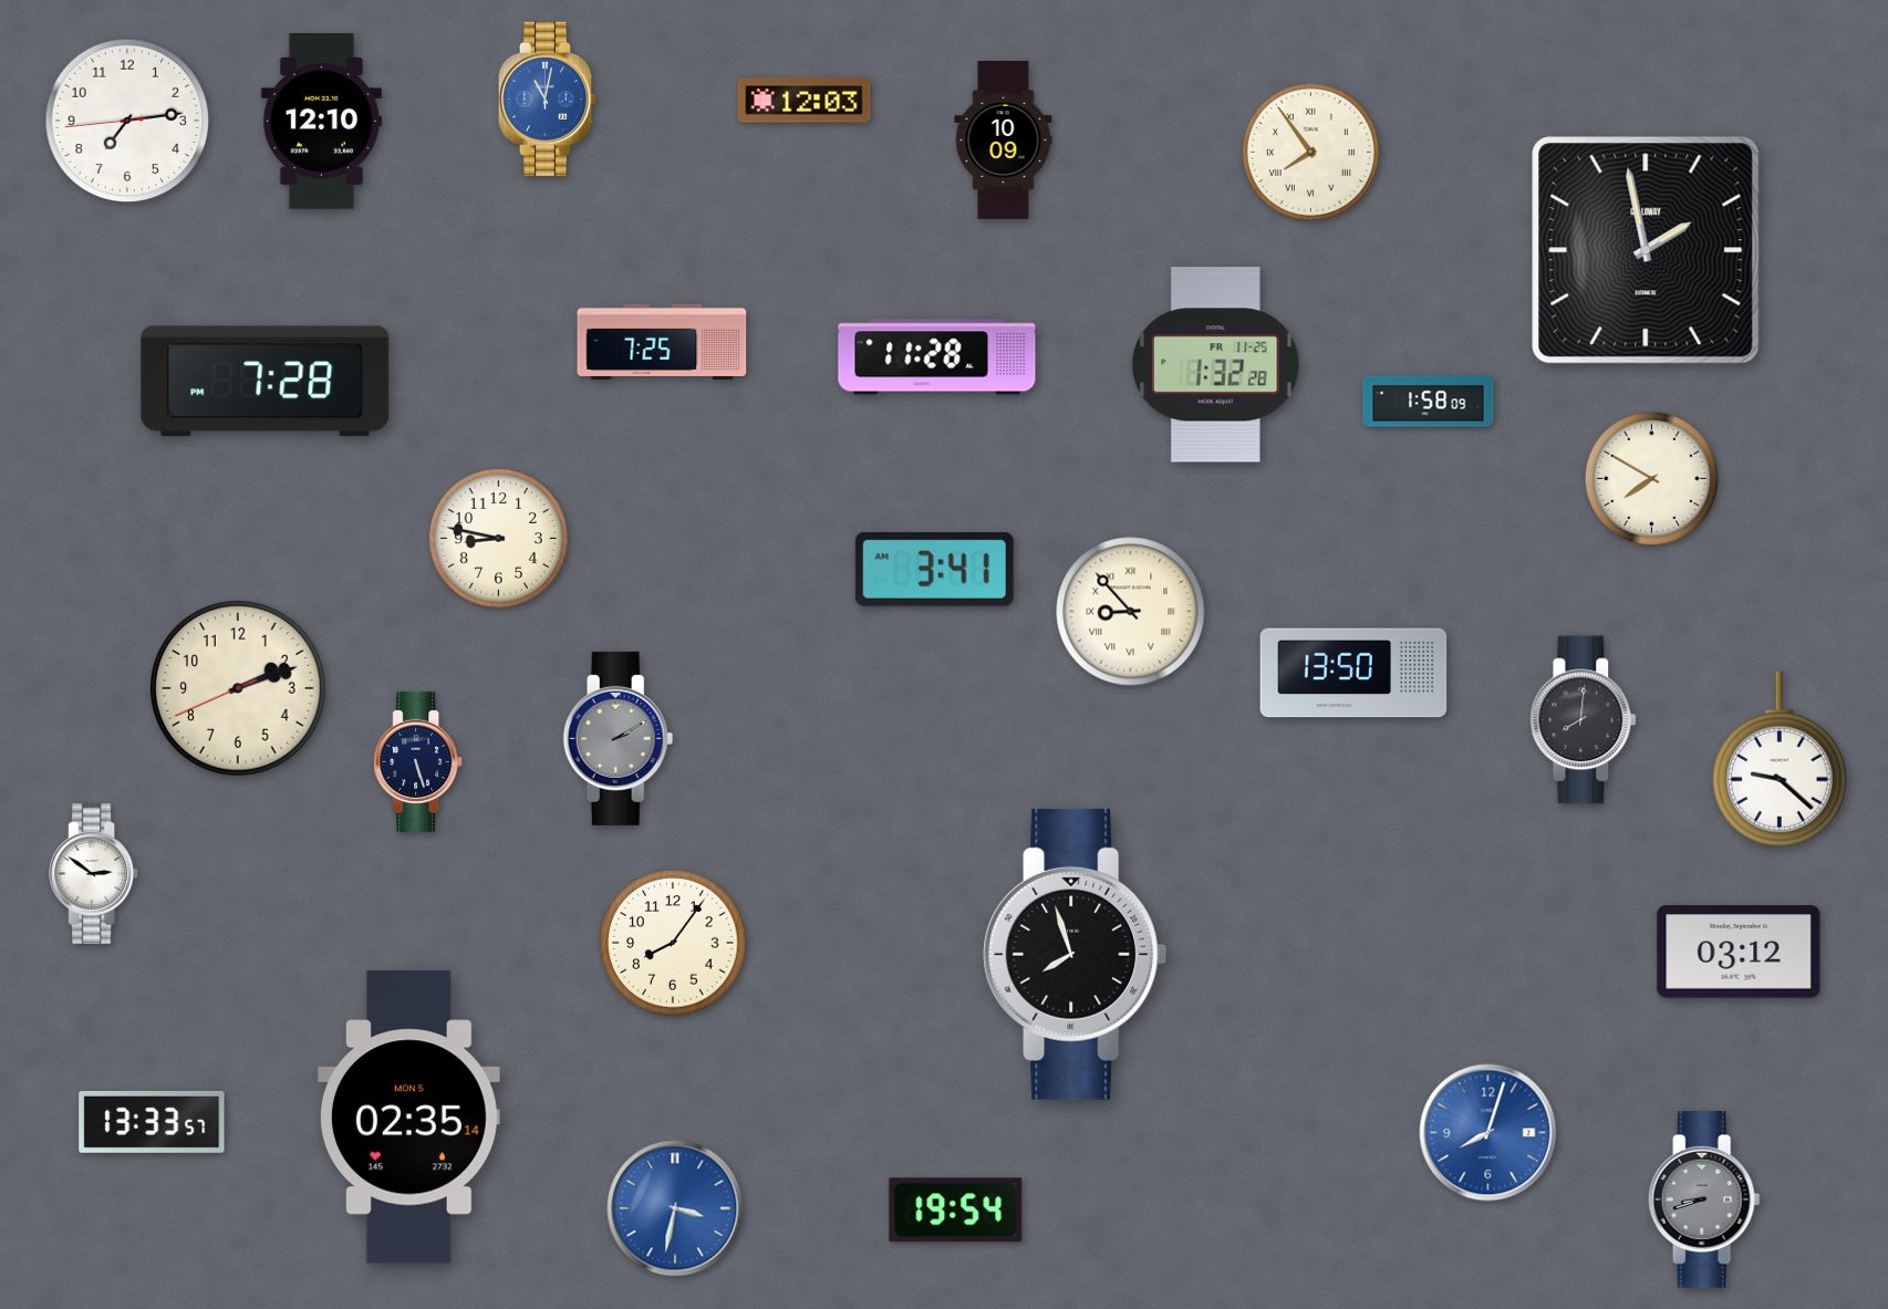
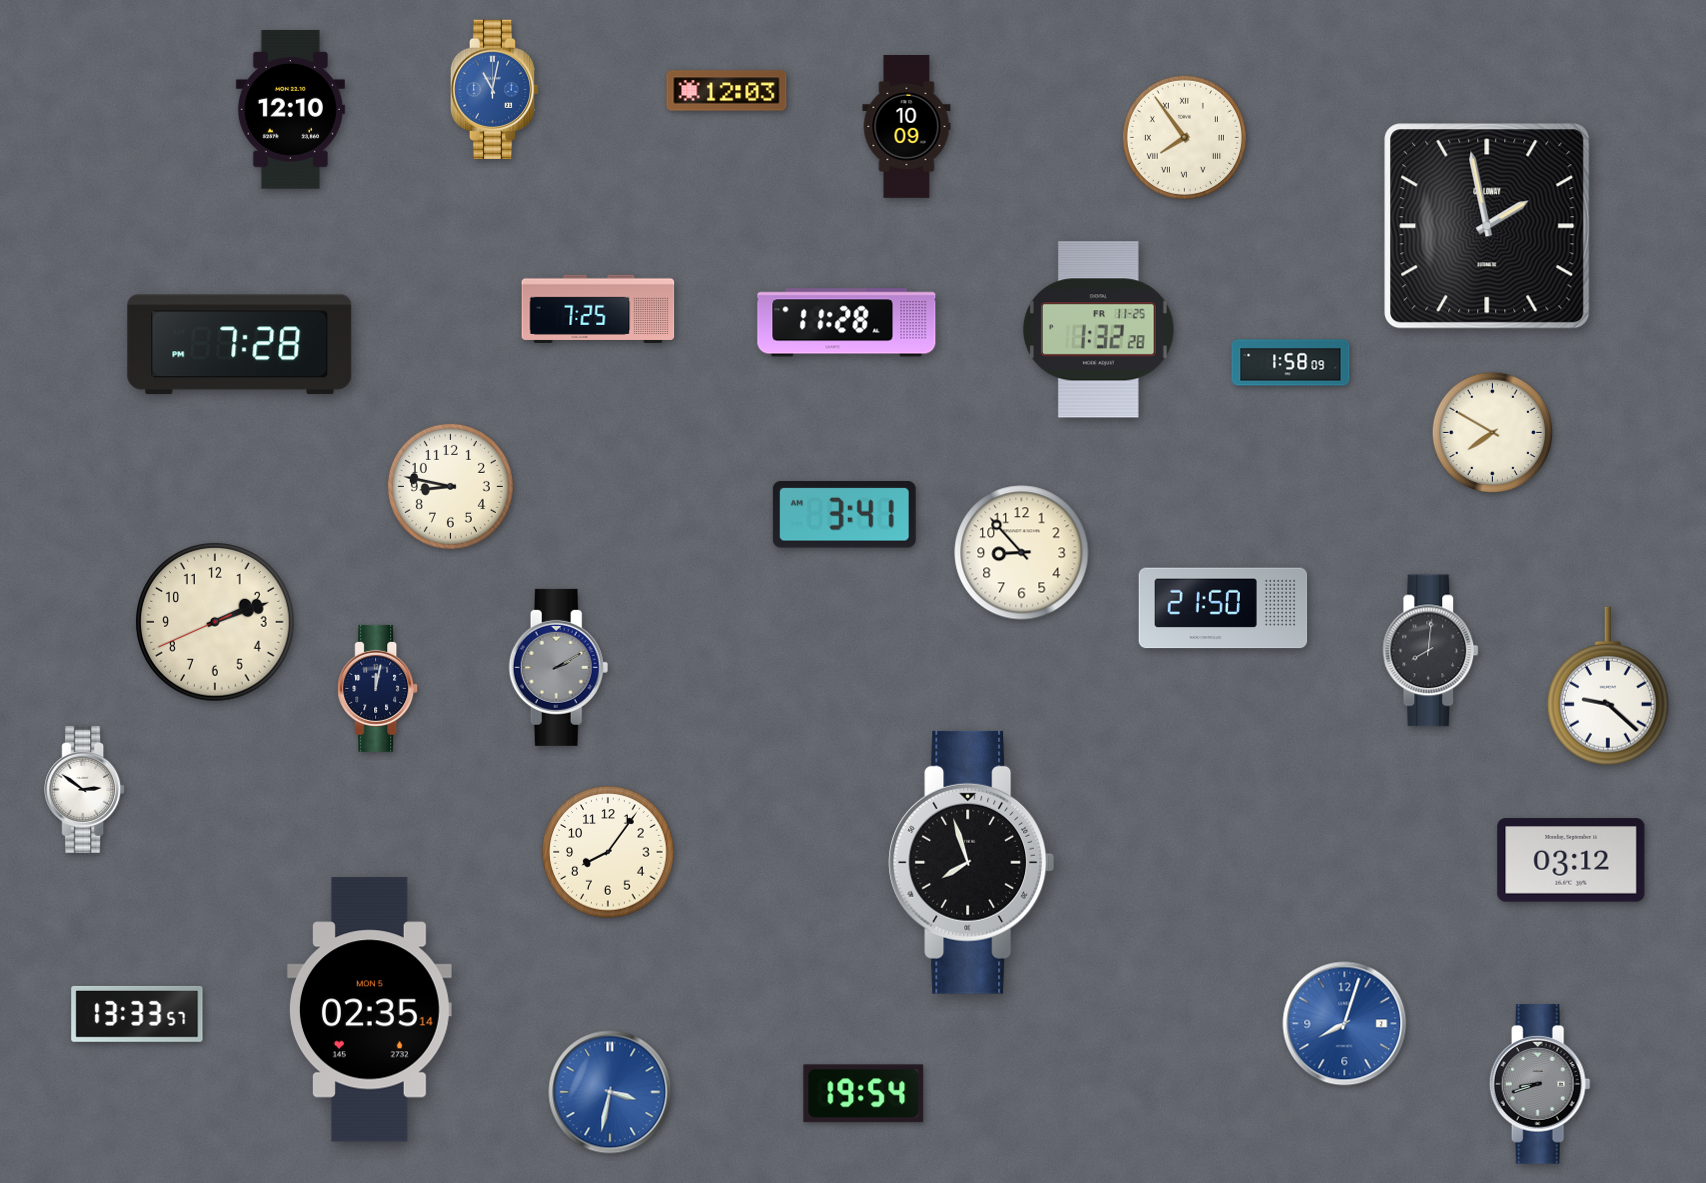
clock at (127, 121): 7:13 -> none
clock at (1131, 612) numerals: Roman -> Arabic
clock at (1353, 673): 13:50 -> 21:50
clock at (418, 761): 5:27 -> 12:02
